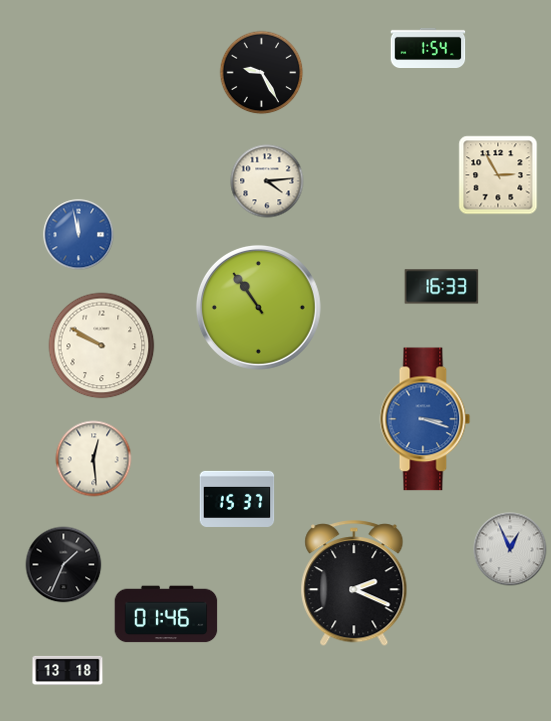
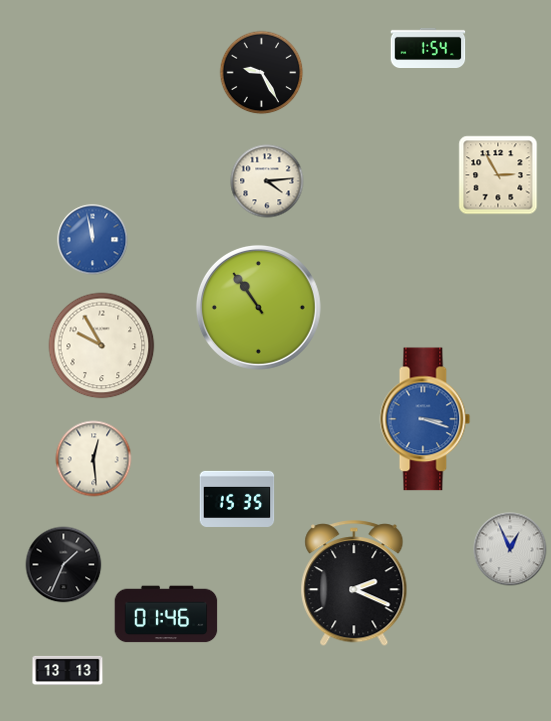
clock at (79, 235) position: (79, 235) -> (93, 240)
clock at (442, 287): 16:33 -> none
clock at (102, 346): 9:50 -> 9:55
clock at (237, 499): 15:37 -> 15:35
clock at (68, 670): 13:18 -> 13:13
